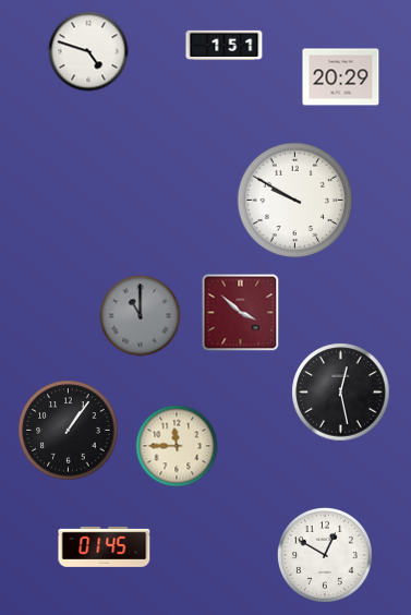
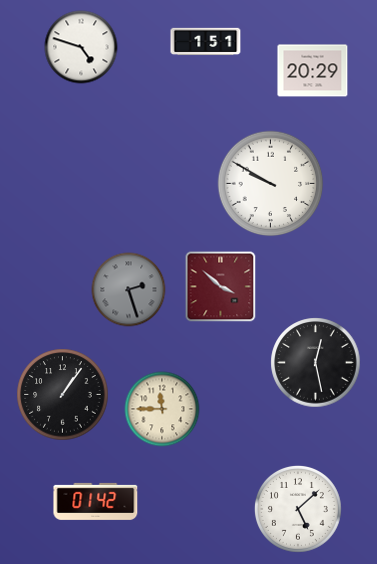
clock at (141, 316): 11:00 -> 2:27
clock at (341, 393) position: (341, 393) -> (316, 363)
clock at (105, 546): 01:45 -> 01:42
clock at (325, 555): 12:50 -> 5:08
